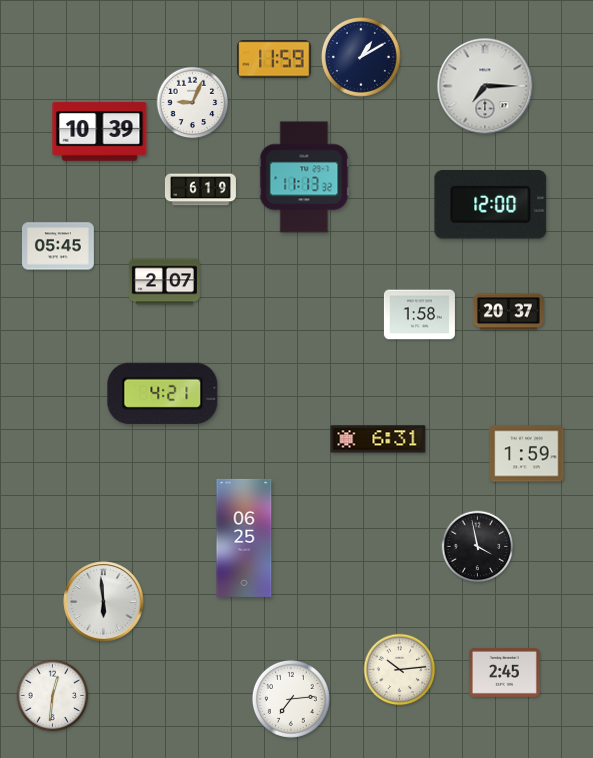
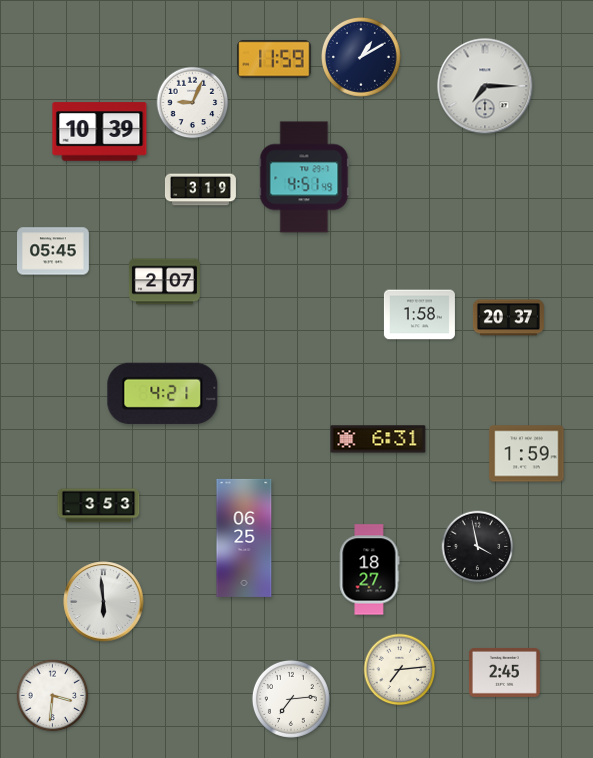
clock at (304, 177): 11:13 -> 4:51
clock at (200, 190): 6:19 -> 3:19
clock at (491, 205): 12:00 -> none
clock at (59, 246) position: (59, 246) -> (54, 251)
clock at (508, 312) position: (508, 312) -> (508, 318)
clock at (99, 506): none -> 3:53
clock at (369, 570): none -> 18:27
clock at (400, 670): 10:14 -> 7:14
clock at (53, 696): 12:31 -> 3:31
